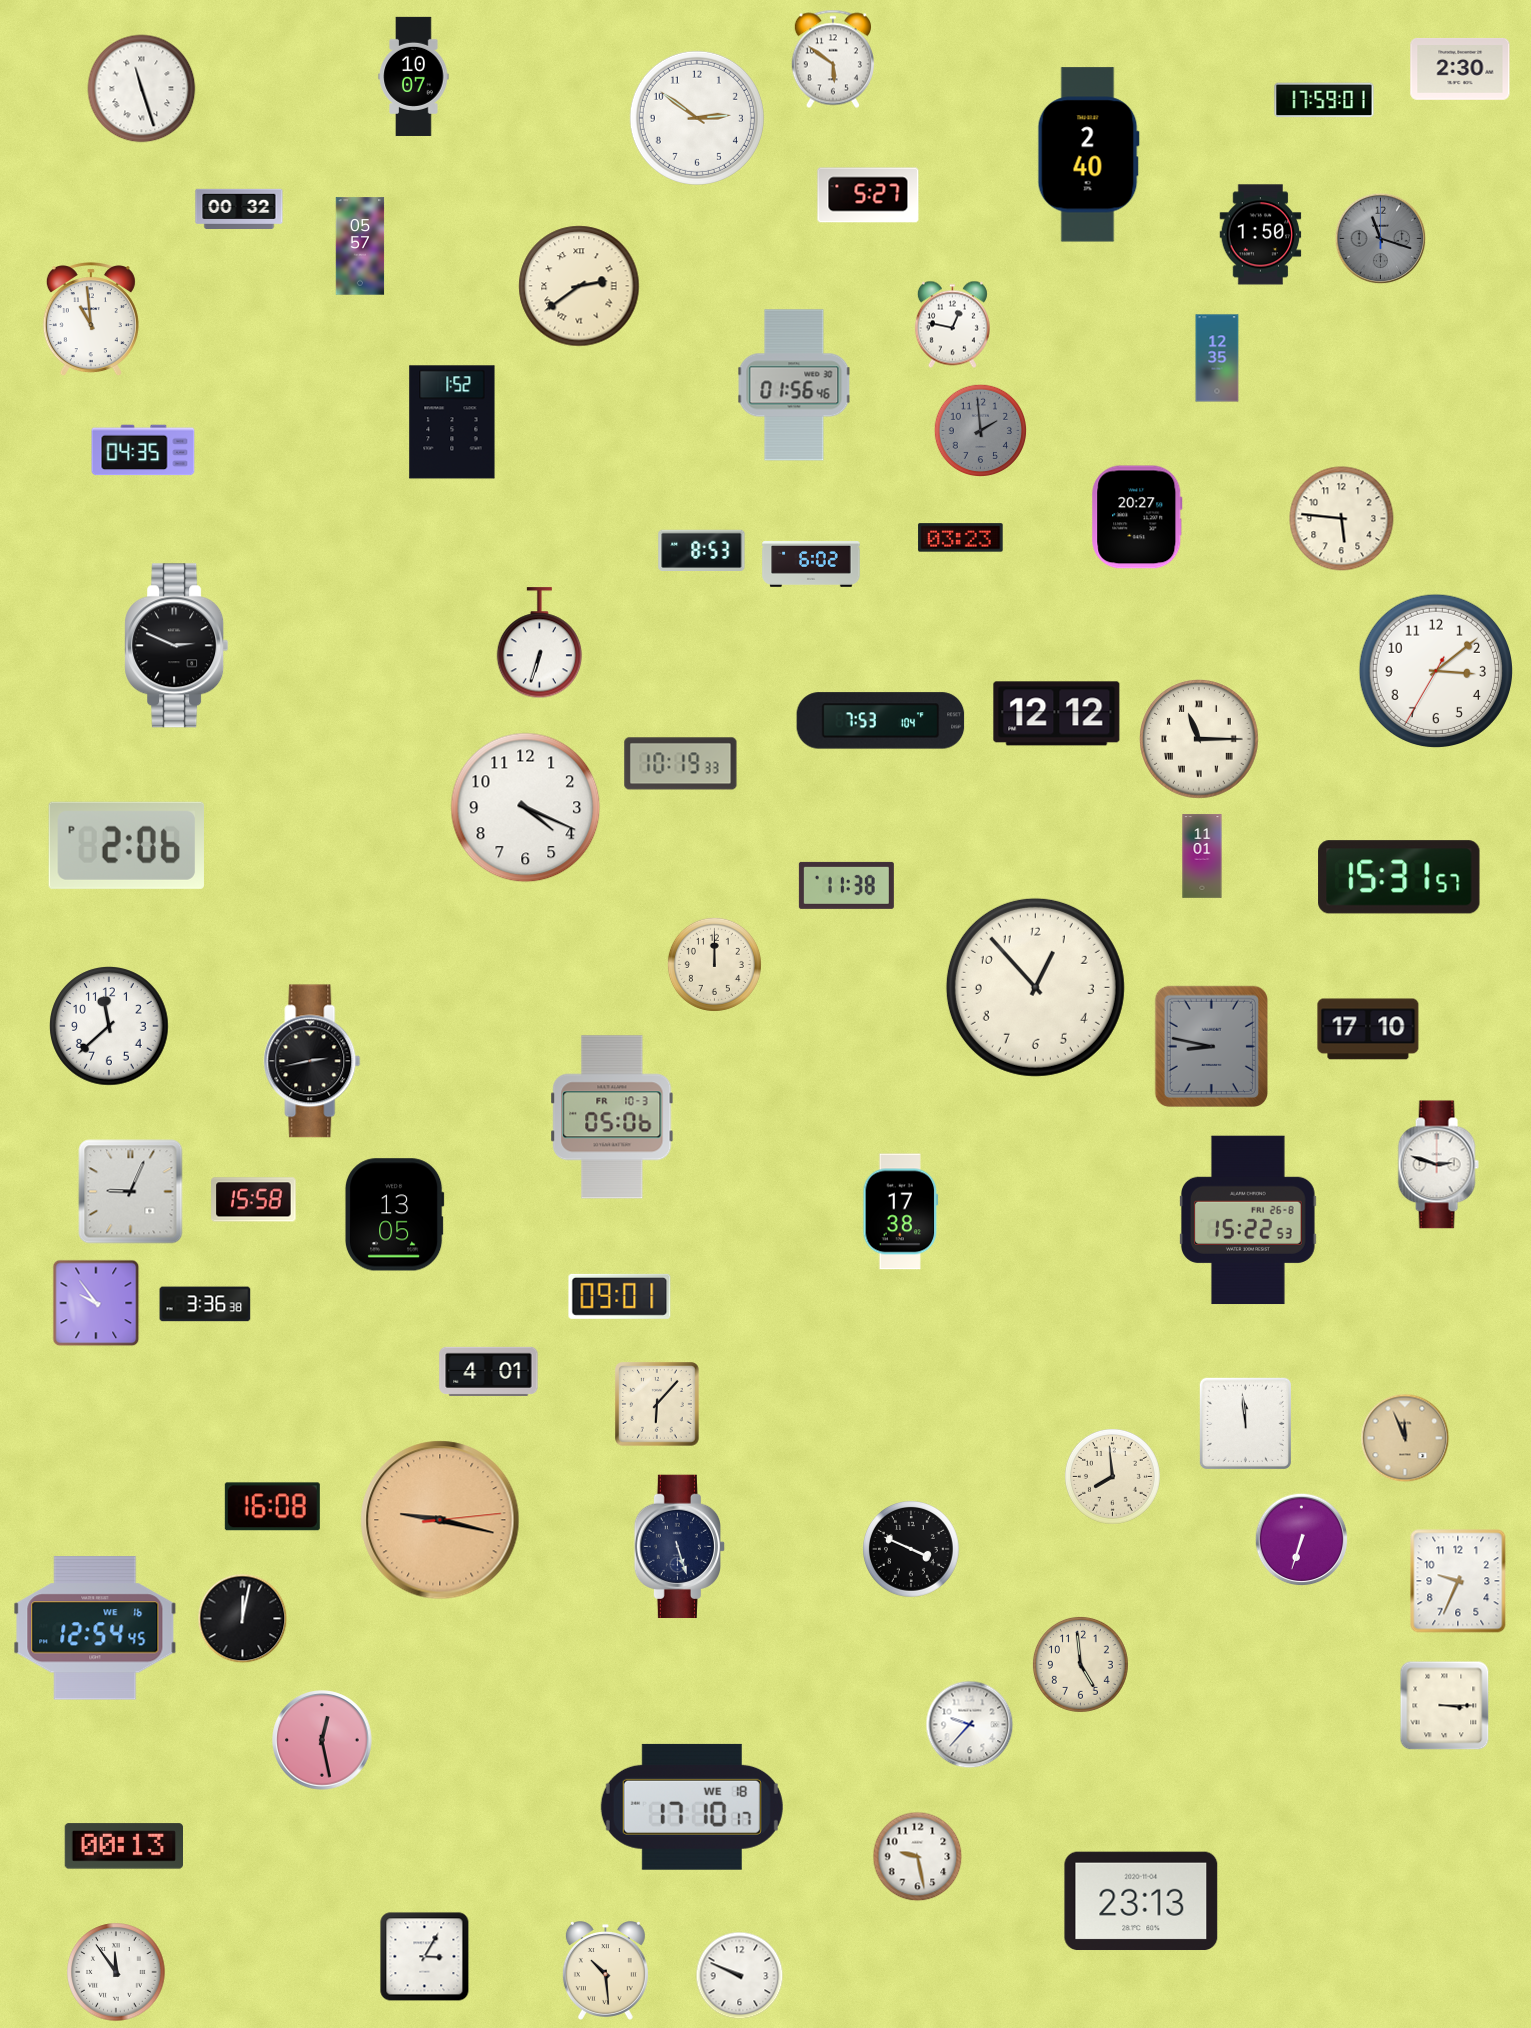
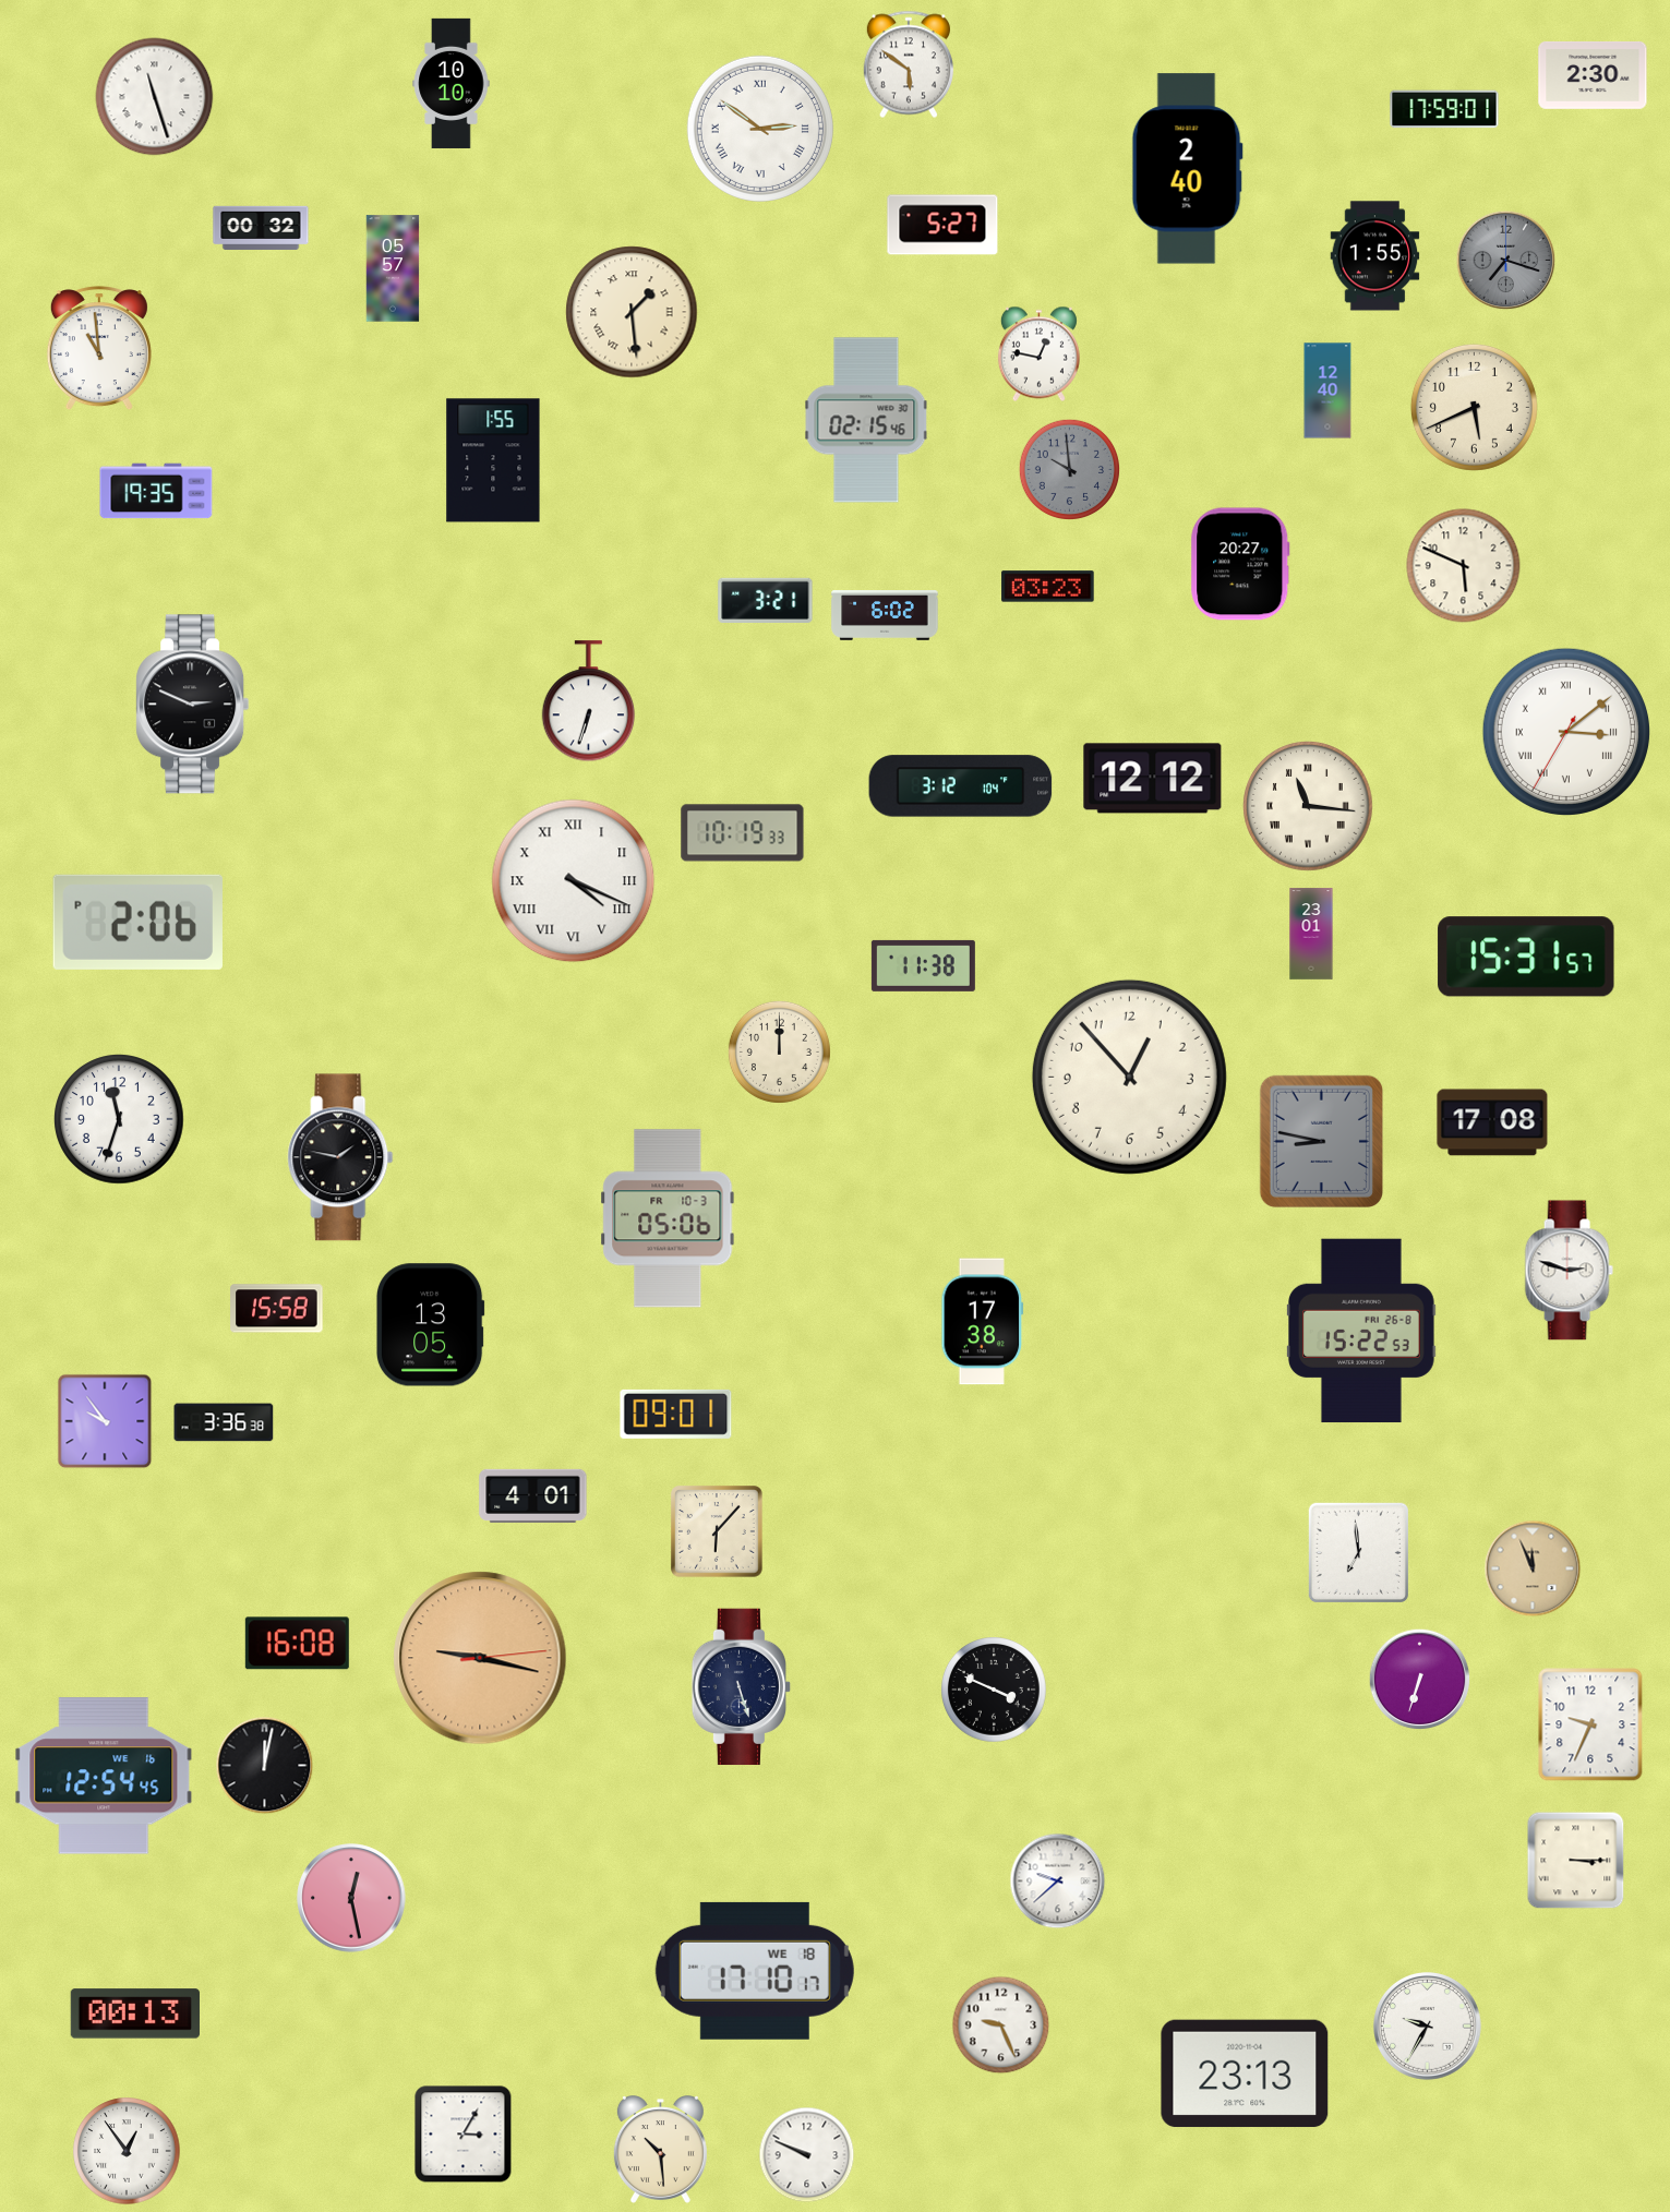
clock at (414, 76): 10:07 -> 10:10
clock at (697, 118) numerals: Arabic -> Roman
clock at (868, 195) position: (868, 195) -> (942, 225)
clock at (1261, 235): 1:50 -> 1:55
clock at (1381, 239): 11:18 -> 7:18
clock at (579, 286): 2:39 -> 1:29
clock at (1217, 358): 12:35 -> 12:40
clock at (1474, 407): none -> 5:41
clock at (794, 385): 01:56 -> 02:15
clock at (452, 422): 1:52 -> 1:55
clock at (980, 430): 1:59 -> 9:59
clock at (143, 450): 04:35 -> 19:35
clock at (1342, 519): 5:46 -> 5:49
clock at (702, 550): 8:53 -> 3:21
clock at (1435, 670) numerals: Arabic -> Roman
clock at (881, 721): 7:53 -> 3:12
clock at (1199, 739): 11:15 -> 11:16
clock at (526, 808) numerals: Arabic -> Roman
clock at (1202, 856): 11:01 -> 23:01
clock at (109, 1026): 11:38 -> 11:33
clock at (1368, 1029): 17:10 -> 17:08
clock at (312, 1061): 2:43 -> 1:47
clock at (131, 1192): 9:04 -> none
clock at (1245, 1423): 11:59 -> 6:59
clock at (1112, 1476): 7:59 -> none
clock at (1080, 1664): 4:59 -> none
clock at (970, 1725): 9:37 -> 9:38
clock at (918, 1857): 9:28 -> 9:26
clock at (1428, 2027): none -> 9:35
clock at (116, 1972): 11:54 -> 12:54
